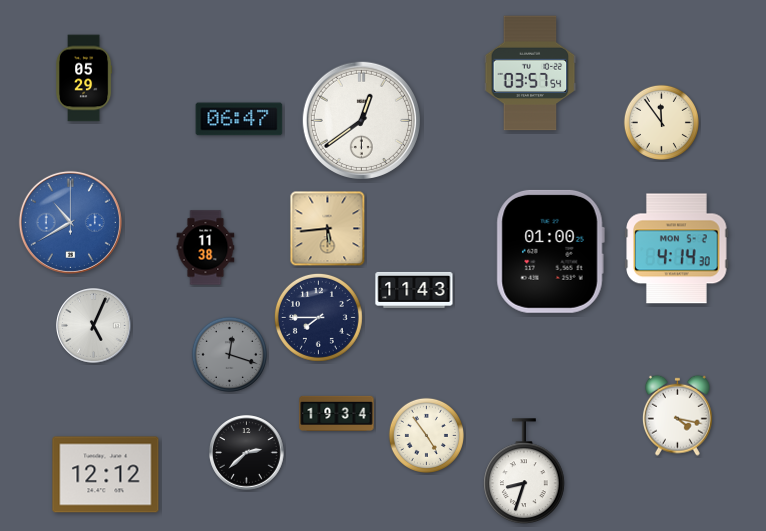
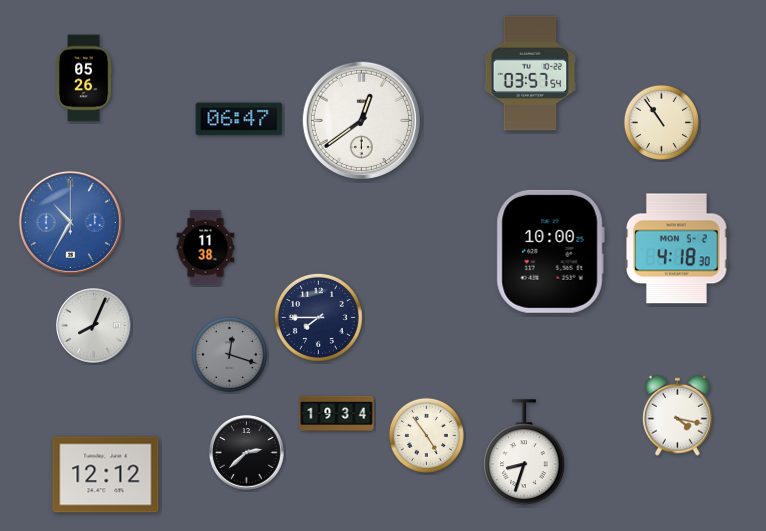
clock at (85, 78): 05:29 -> 05:26
clock at (661, 122): 11:54 -> 10:54
clock at (70, 222): 10:40 -> 10:35
clock at (328, 229): 5:44 -> none
clock at (677, 249): 4:14 -> 4:18
clock at (550, 251): 01:00 -> 10:00
clock at (414, 290): 11:43 -> none
clock at (94, 326): 5:04 -> 8:04
clock at (525, 472) position: (525, 472) -> (525, 453)
